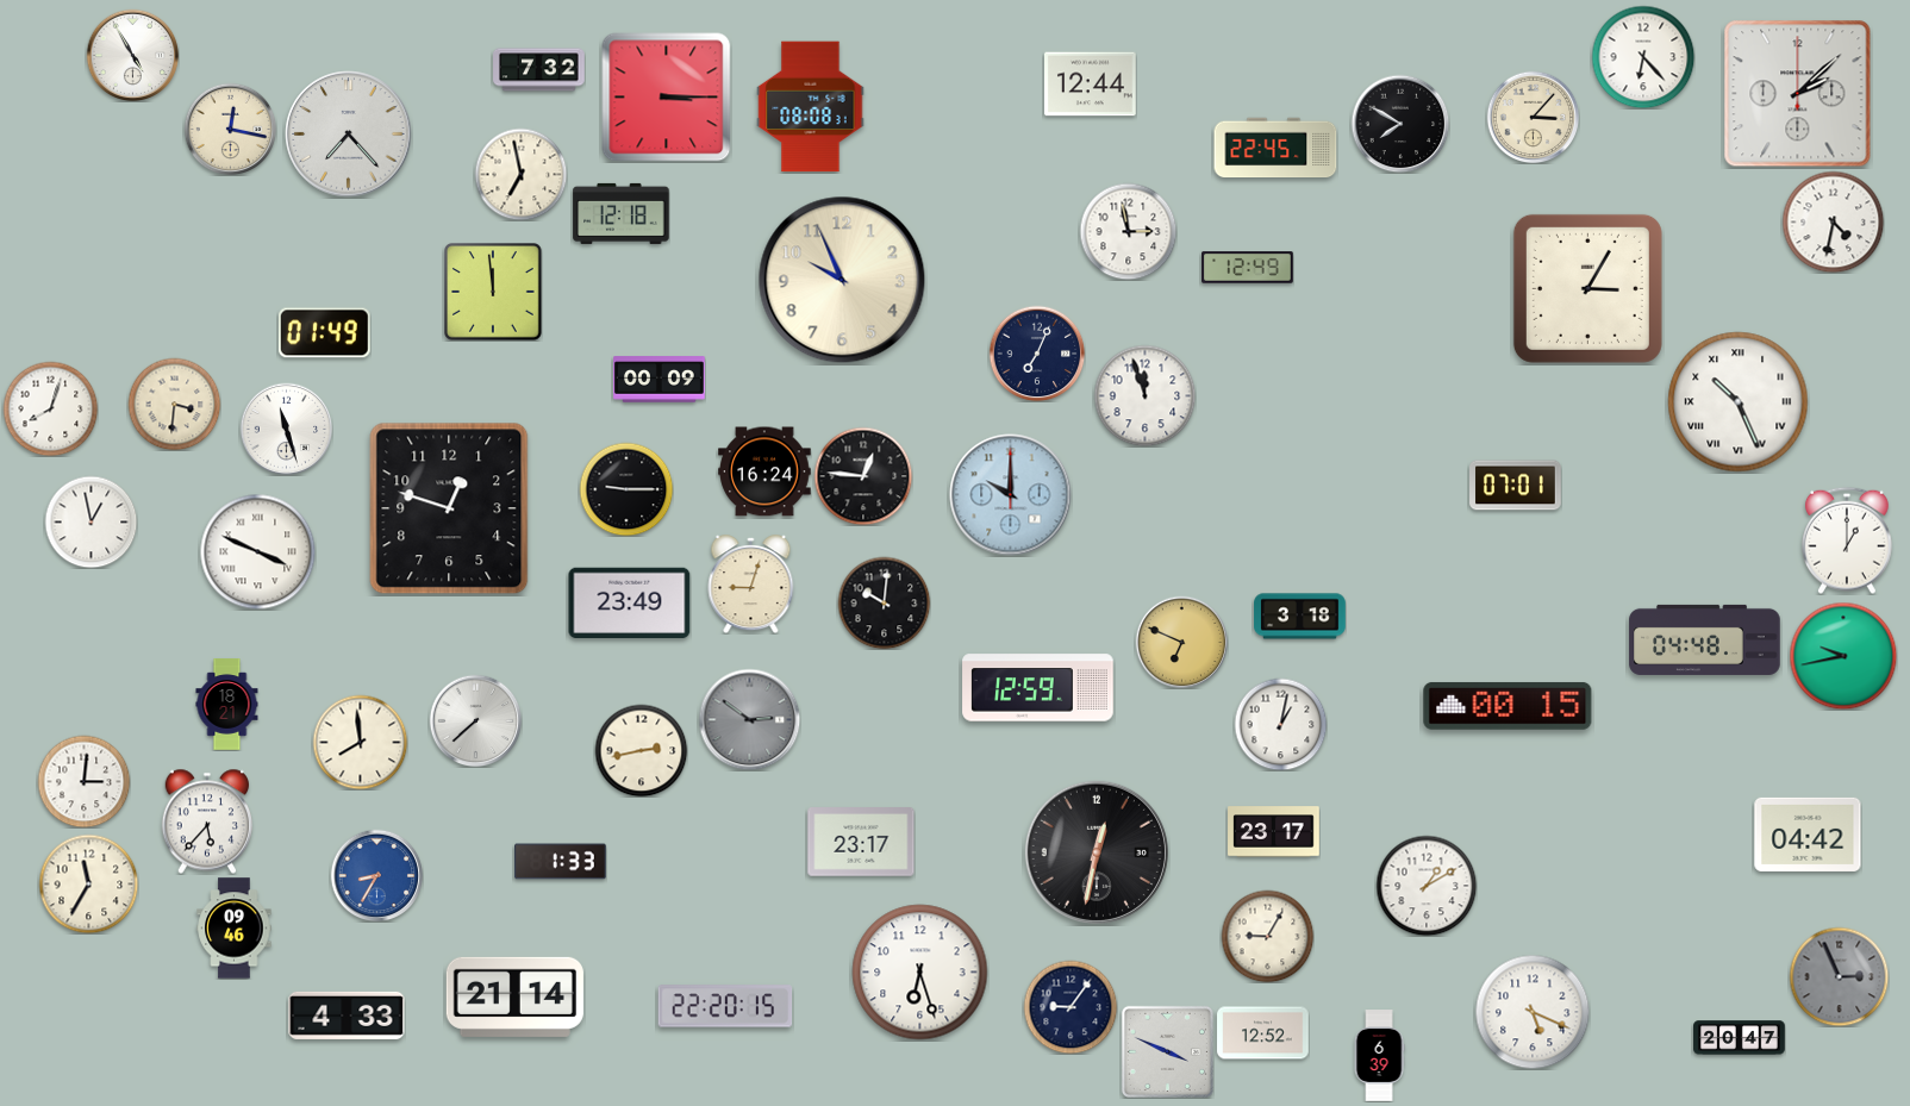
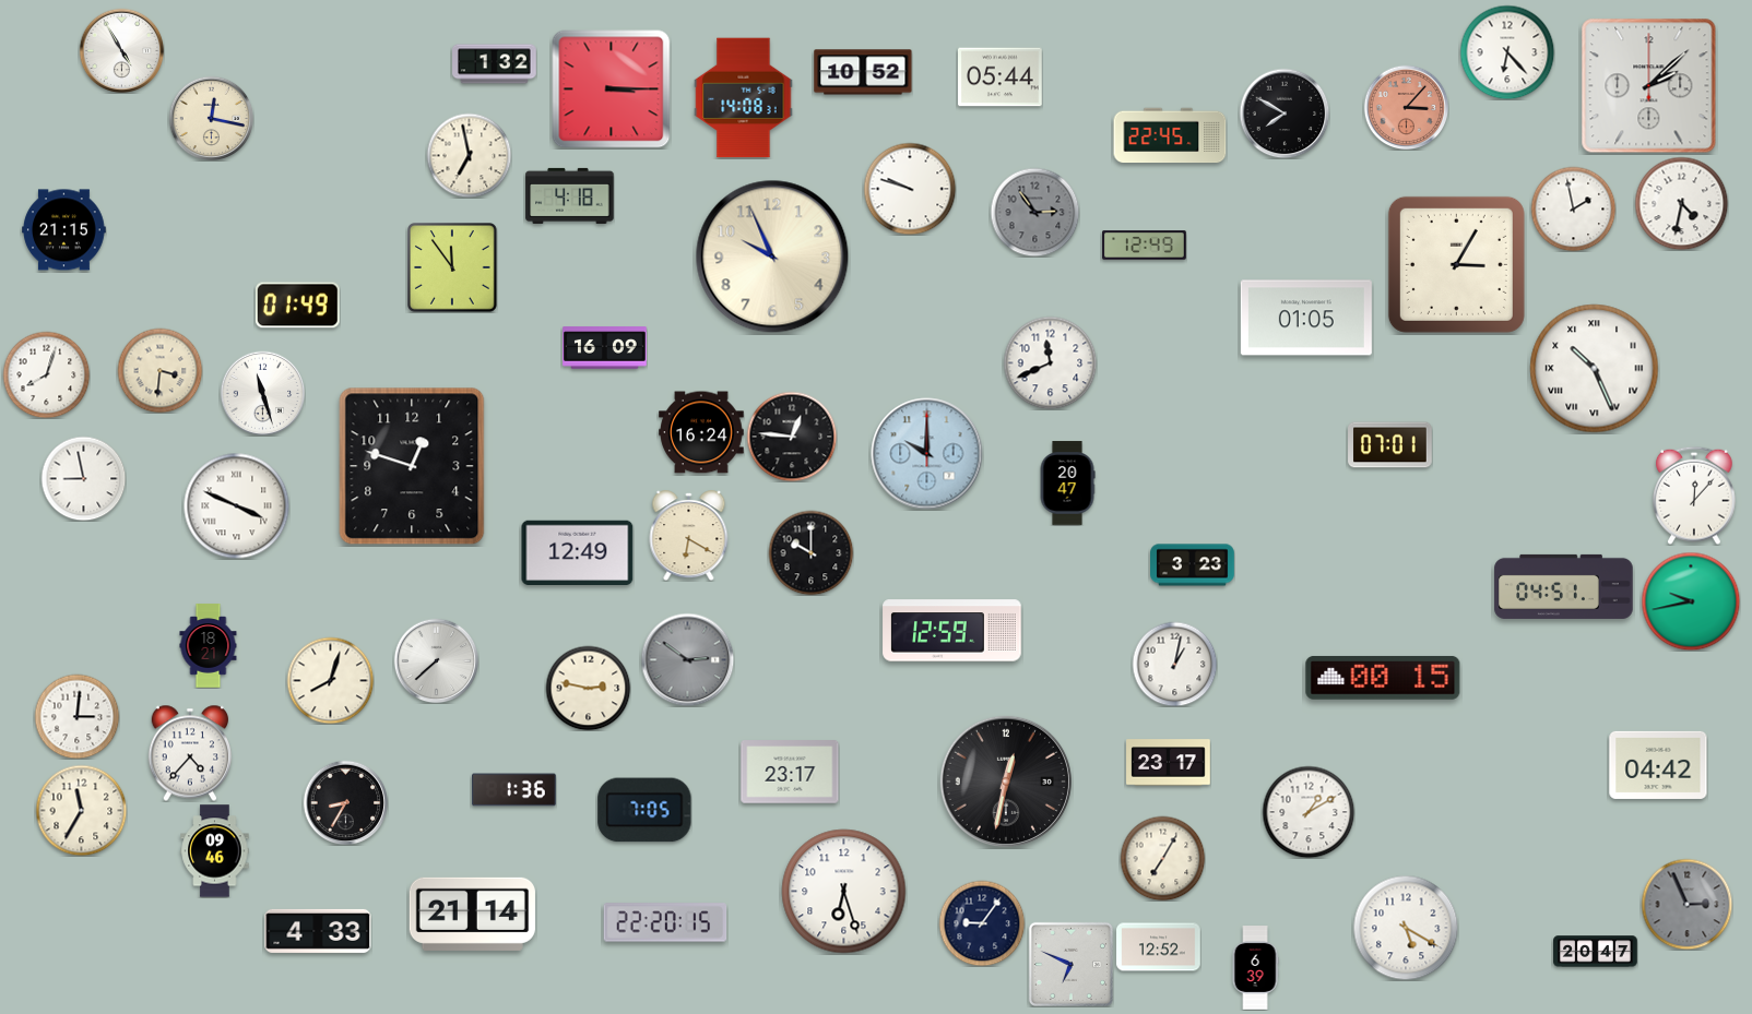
clock at (539, 70): 7:32 -> 1:32
clock at (863, 72): none -> 10:52
clock at (1091, 85): 12:44 -> 05:44
clock at (811, 107): 08:08 -> 14:08
clock at (1533, 117) dial: cream -> salmon
clock at (349, 135): 7:23 -> none
clock at (520, 174) position: (520, 174) -> (469, 155)
clock at (910, 189): none -> 9:48
clock at (622, 213): 12:18 -> 4:18
clock at (1573, 208): none -> 1:58
clock at (1128, 231): 2:58 -> 2:54
clock at (1128, 231) dial: white -> grey
clock at (64, 230): none -> 21:15
clock at (494, 293): 11:59 -> 11:54
clock at (1306, 318): none -> 01:05
clock at (1037, 354): 7:04 -> none
clock at (660, 380): 00:09 -> 16:09
clock at (1144, 395): 11:57 -> 11:41
clock at (626, 489): 9:15 -> none
clock at (90, 521): 12:58 -> 8:58
clock at (1067, 484): none -> 20:47
clock at (1848, 540): 1:00 -> 12:07
clock at (751, 585): 9:03 -> 6:20
clock at (630, 602): 23:49 -> 12:49
clock at (884, 602): 10:01 -> 10:00
clock at (1300, 617): 3:18 -> 3:23
clock at (1705, 639): 04:48 -> 04:51
clock at (1181, 642): 6:49 -> none
clock at (1508, 706) position: (1508, 706) -> (1383, 678)
clock at (360, 742): 7:59 -> 8:03
clock at (641, 750): 2:43 -> 2:47
clock at (206, 821): 5:37 -> 4:37
clock at (561, 862): 1:33 -> 1:36
clock at (376, 875) dial: blue -> black
clock at (644, 810): none -> 7:05
clock at (1267, 936): 9:05 -> 7:05
clock at (1839, 976) position: (1839, 976) -> (1686, 904)
clock at (1533, 1012): 5:19 -> 5:20
clock at (1167, 1051): 3:49 -> 6:49
clock at (1379, 1056) position: (1379, 1056) -> (1255, 968)
